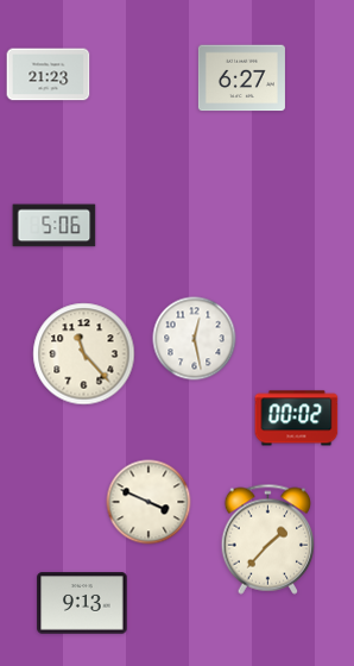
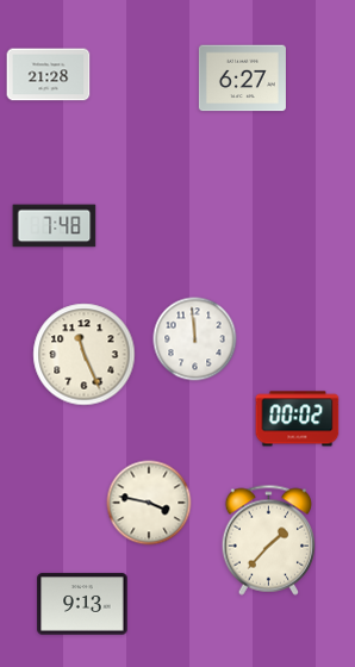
clock at (49, 75): 21:23 -> 21:28
clock at (55, 226): 5:06 -> 7:48
clock at (195, 339): 12:28 -> 11:59
clock at (84, 354): 11:23 -> 11:26
clock at (148, 502): 3:49 -> 3:47
